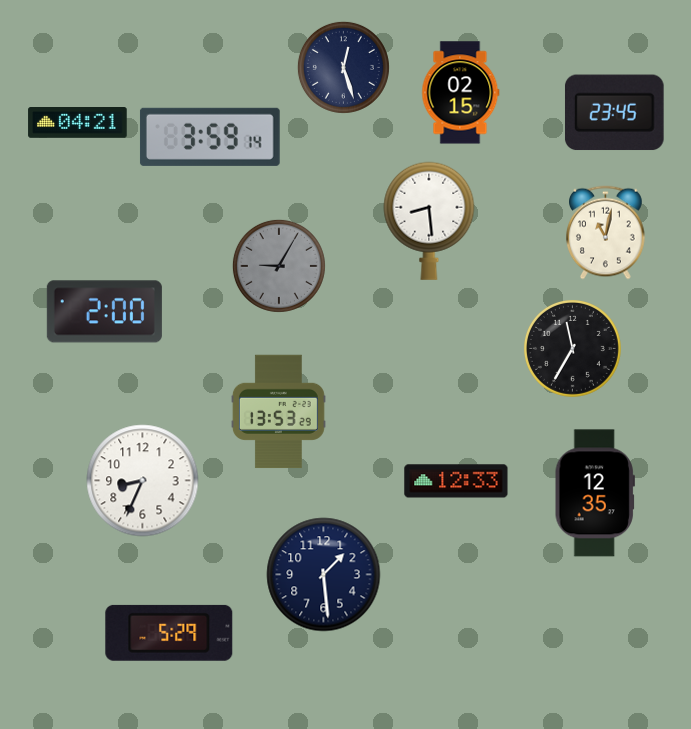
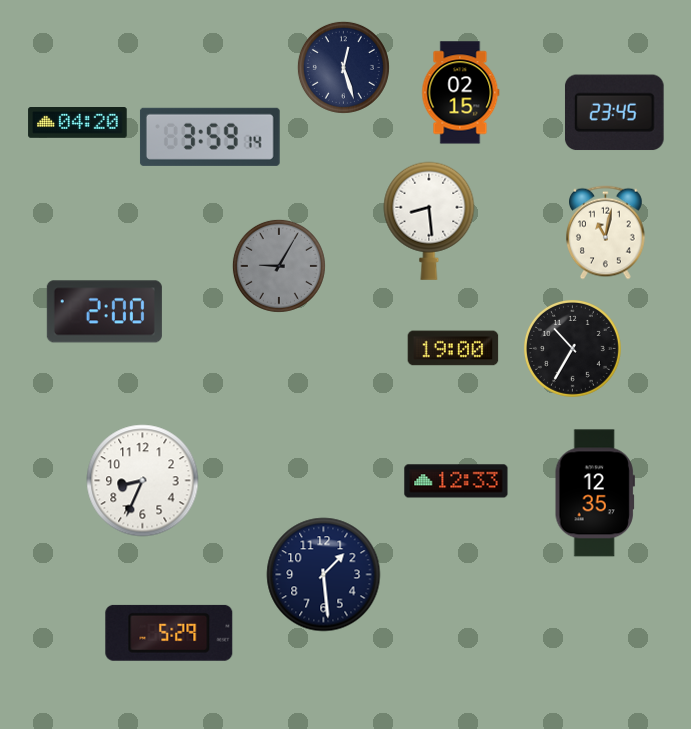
clock at (78, 123): 04:21 -> 04:20
clock at (453, 348): none -> 19:00
clock at (572, 348): 11:35 -> 10:35
clock at (278, 412): 13:53 -> none
